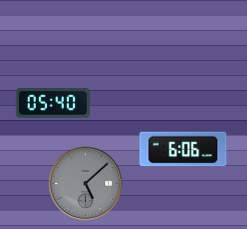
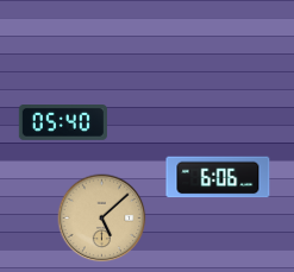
clock at (86, 184) dial: grey -> champagne
